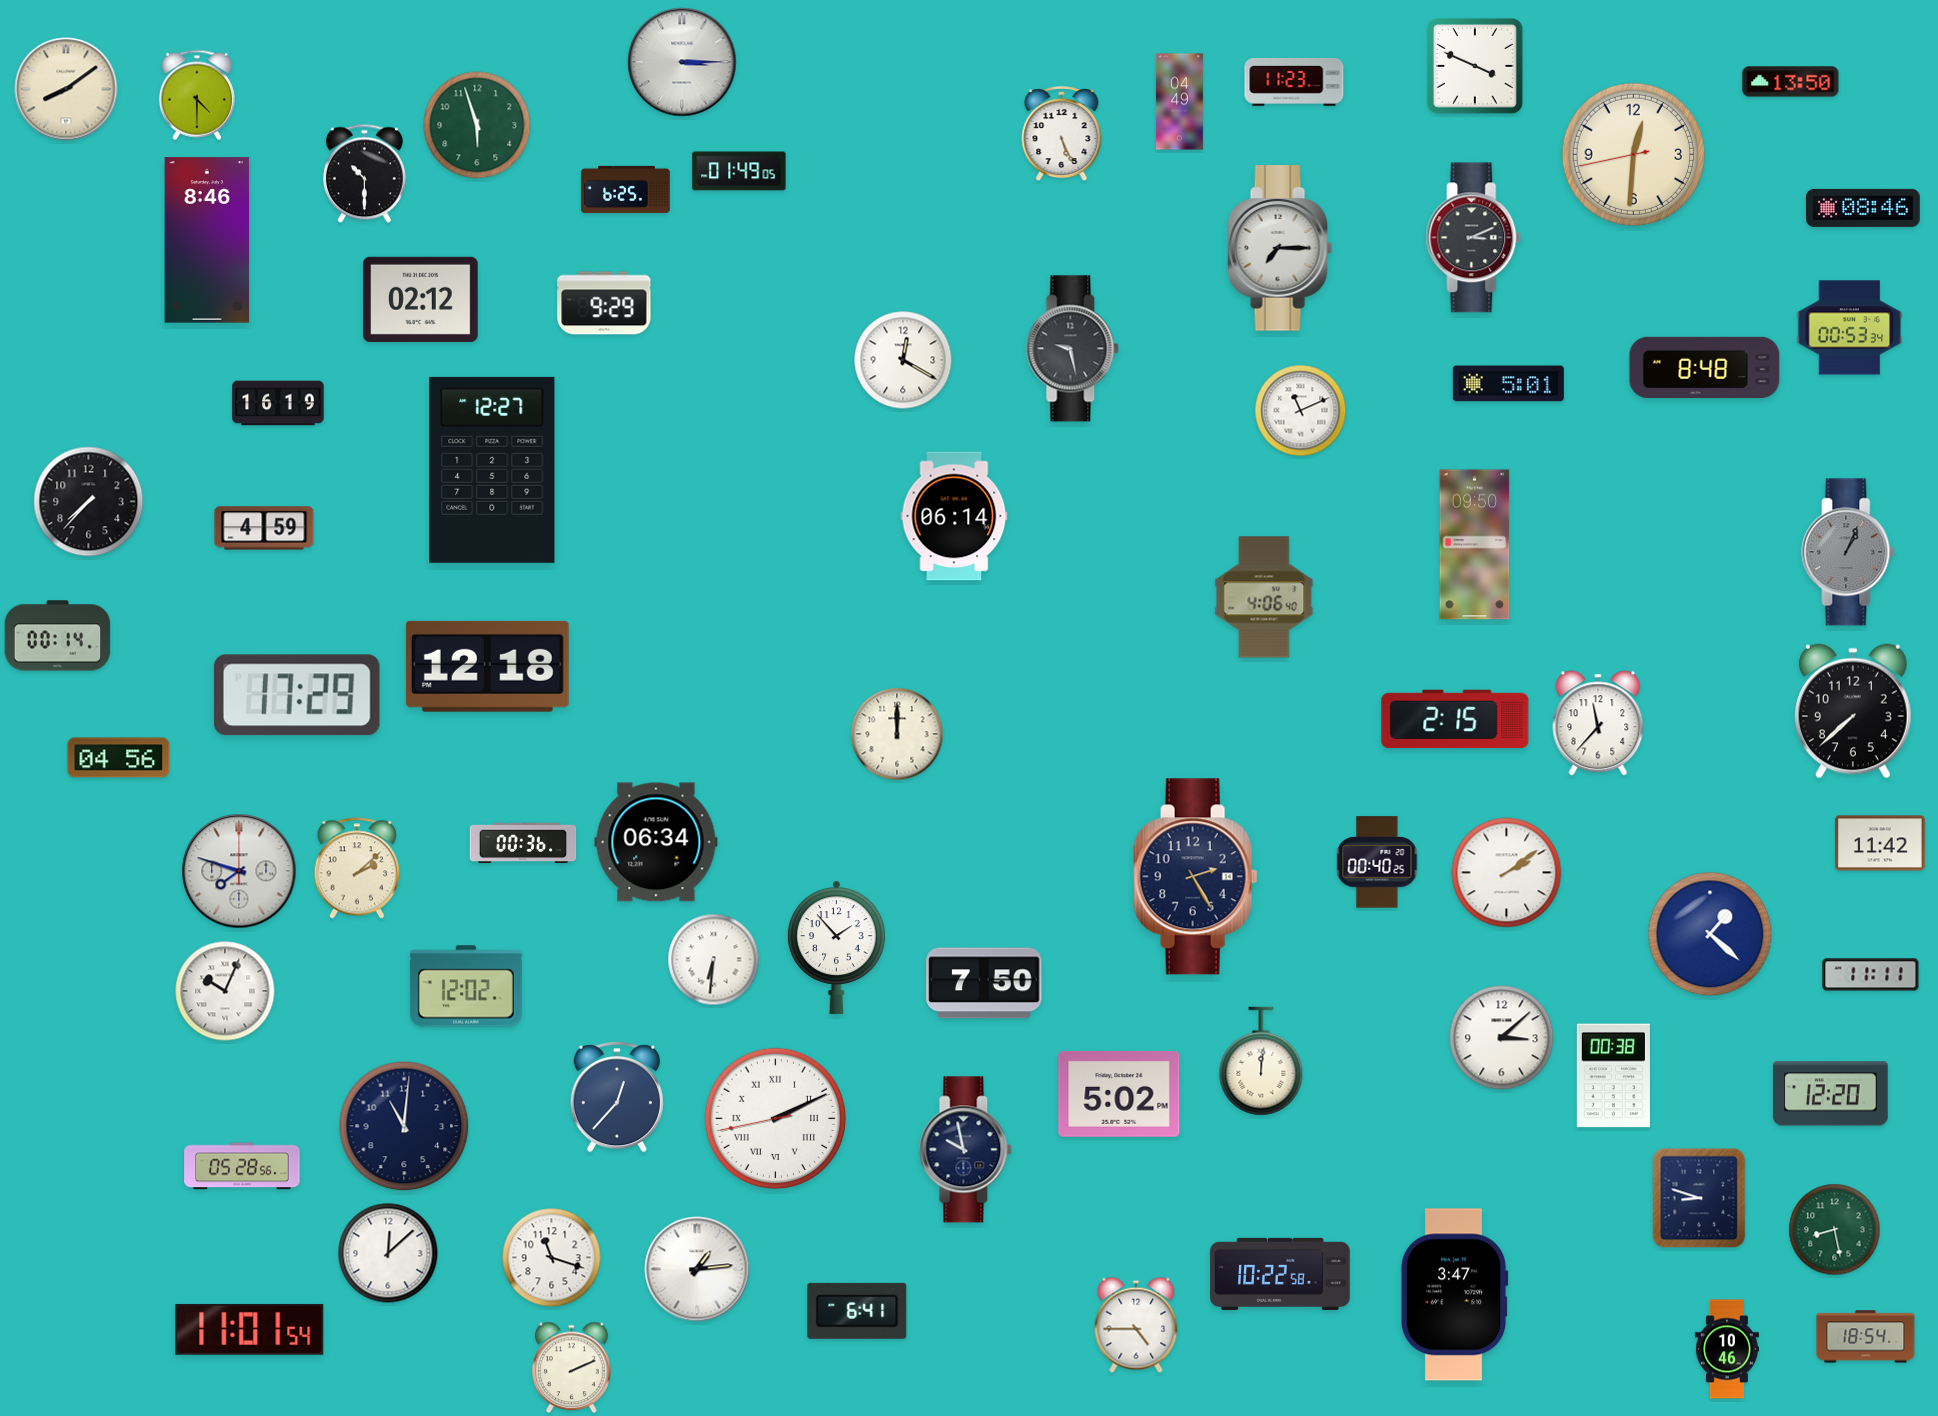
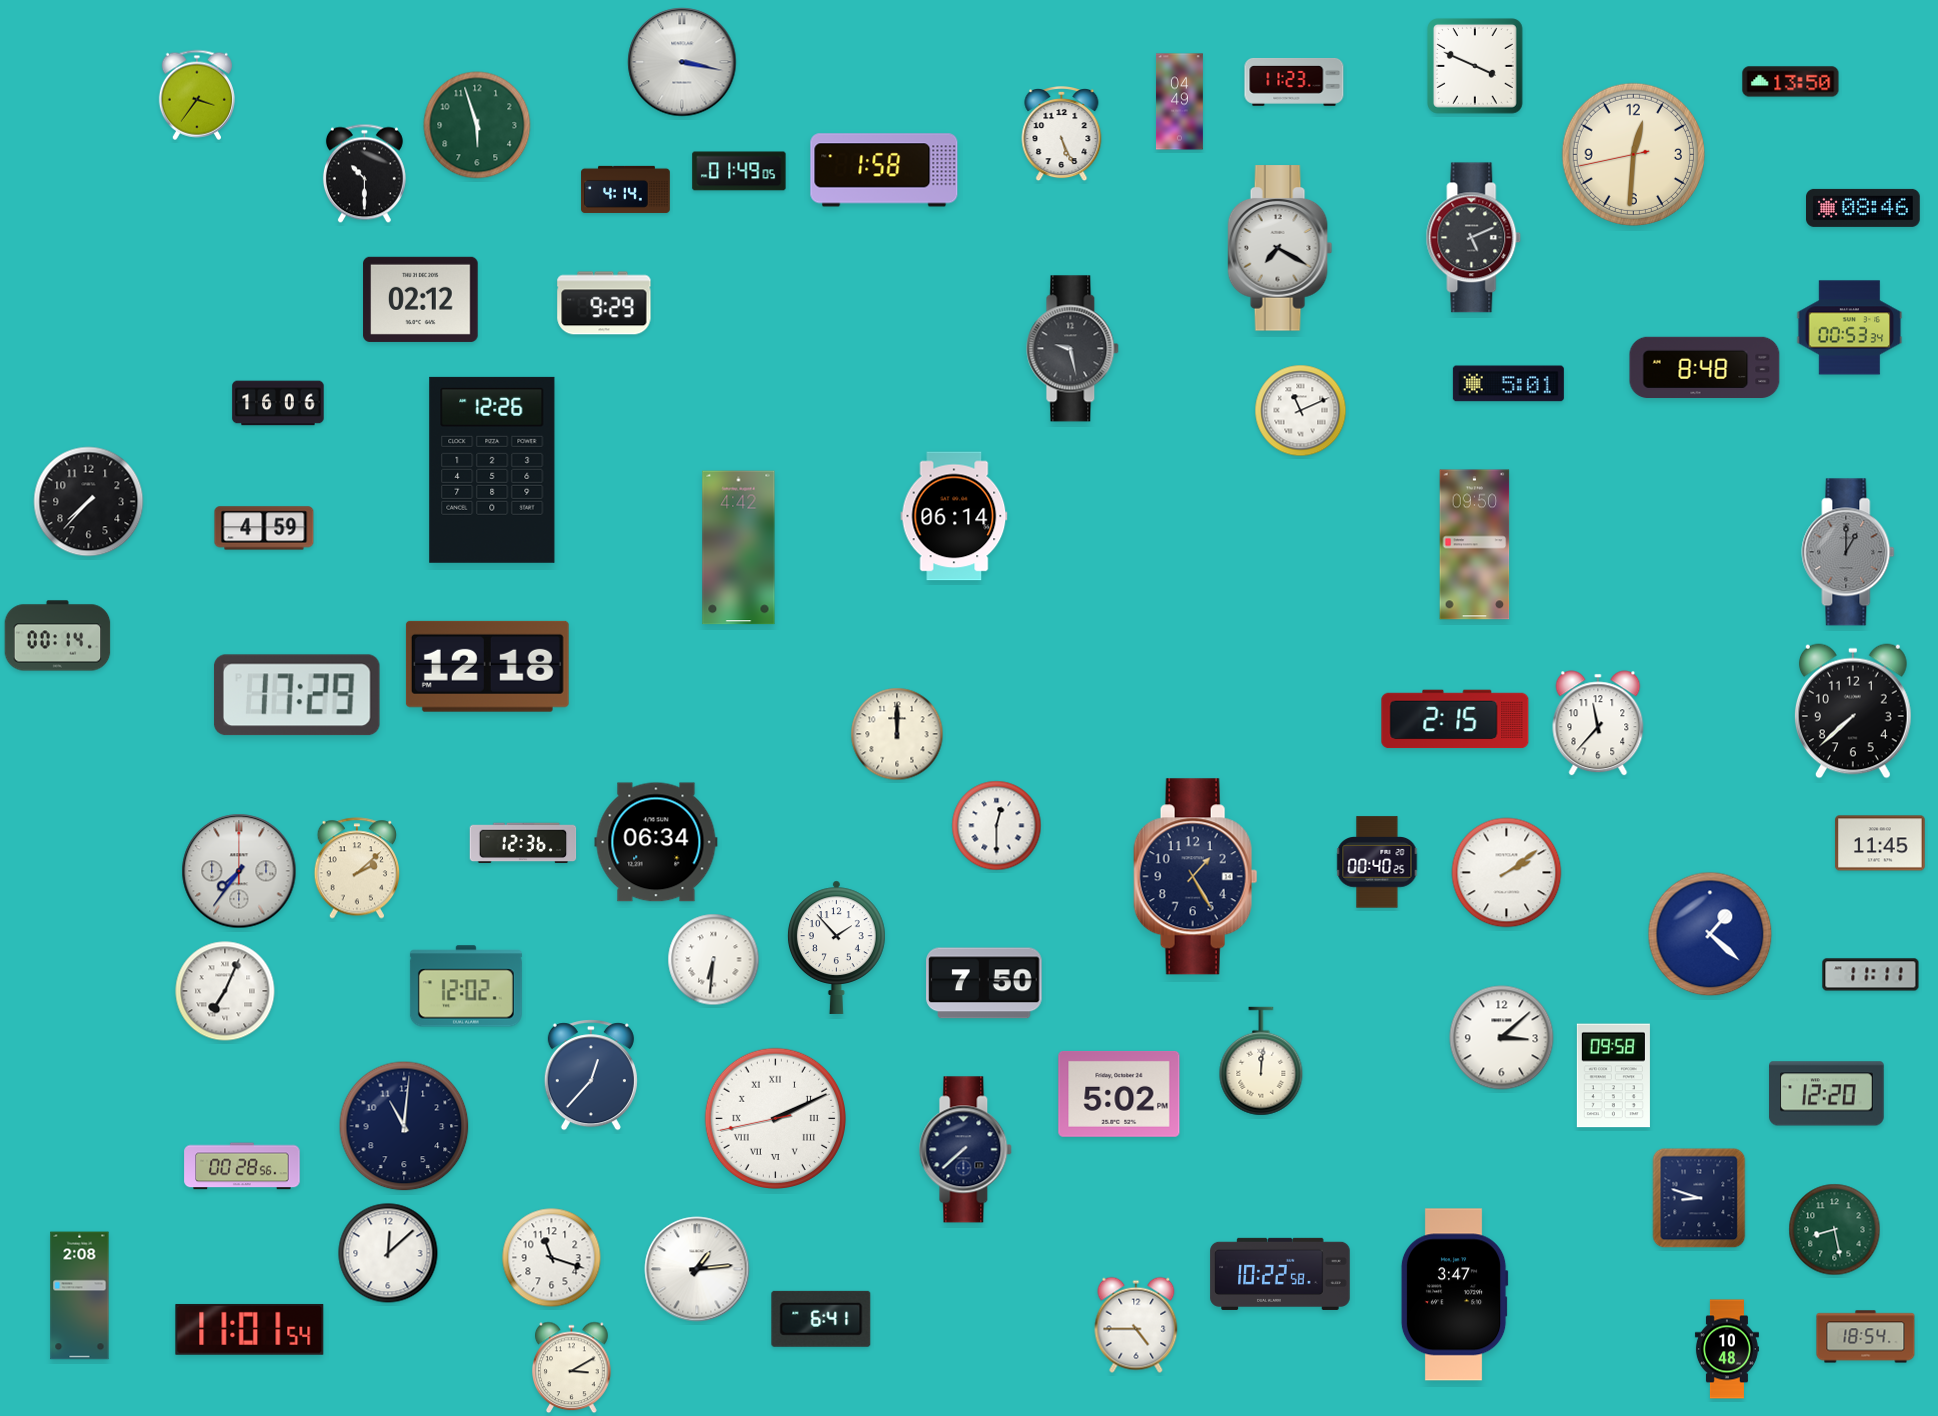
clock at (682, 62): 3:15 -> 3:17
clock at (66, 89): 8:09 -> none
clock at (197, 95): 4:30 -> 3:36
clock at (884, 170): none -> 1:58
clock at (626, 189): 6:25 -> 4:14
clock at (1474, 238): 3:11 -> 5:11
clock at (207, 240): 8:46 -> none
clock at (1280, 248): 7:15 -> 7:20
clock at (903, 360): 12:20 -> none
clock at (278, 403): 16:19 -> 16:06
clock at (492, 470): 12:27 -> 12:26
clock at (739, 548): none -> 4:42
clock at (1848, 552): 1:04 -> 1:00
clock at (1264, 597): 4:06 -> none
clock at (119, 758): 04:56 -> none
clock at (997, 826): none -> 12:30
clock at (523, 843): 00:36 -> 12:36
clock at (1880, 843): 11:42 -> 11:45
clock at (239, 871): 7:48 -> 7:36
clock at (1196, 877): 2:25 -> 1:25
clock at (225, 991): 10:04 -> 7:04
clock at (1613, 1076): 00:38 -> 09:58
clock at (1831, 1094) position: (1831, 1094) -> (1827, 1094)
clock at (617, 1097) position: (617, 1097) -> (591, 1075)
clock at (966, 1150): 9:58 -> 7:38
clock at (242, 1166): 05:28 -> 00:28
clock at (80, 1296): none -> 2:08
clock at (857, 1311) position: (857, 1311) -> (821, 1319)
clock at (1727, 1349): 10:46 -> 10:48
clock at (572, 1368): 2:11 -> 3:10
